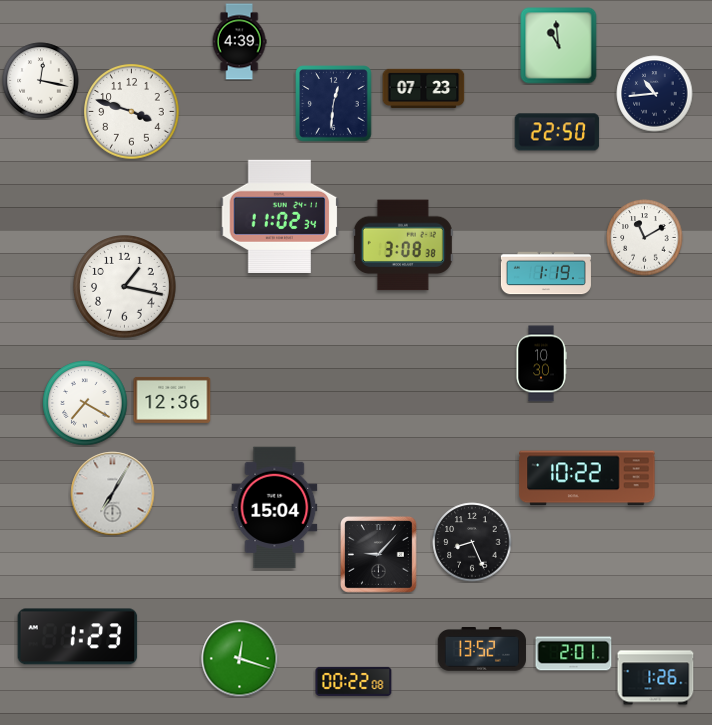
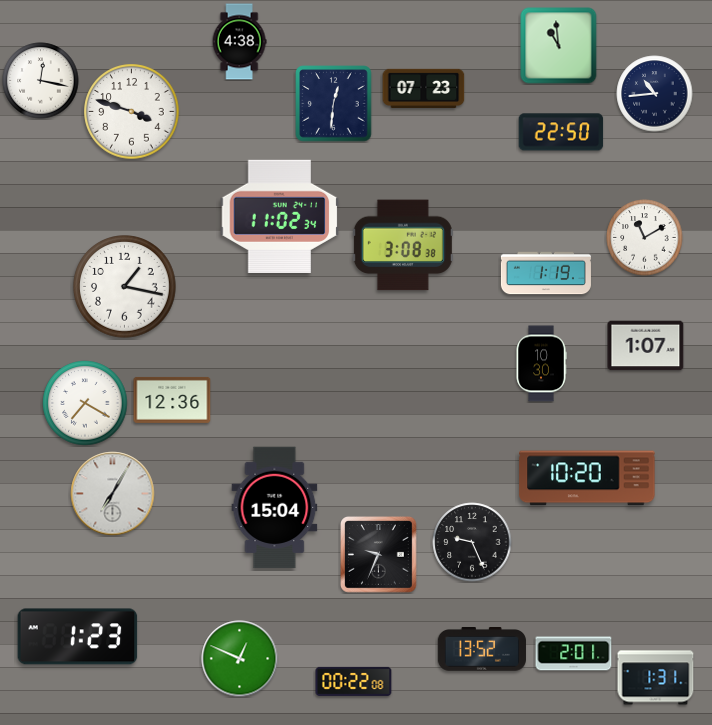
clock at (239, 42): 4:39 -> 4:38
clock at (557, 132) position: (557, 132) -> (561, 132)
clock at (646, 346): none -> 1:07
clock at (587, 478): 10:22 -> 10:20
clock at (472, 542): 8:26 -> 9:26
clock at (379, 555): 9:07 -> 9:34
clock at (240, 659): 12:18 -> 12:49
clock at (656, 678): 1:26 -> 1:31
